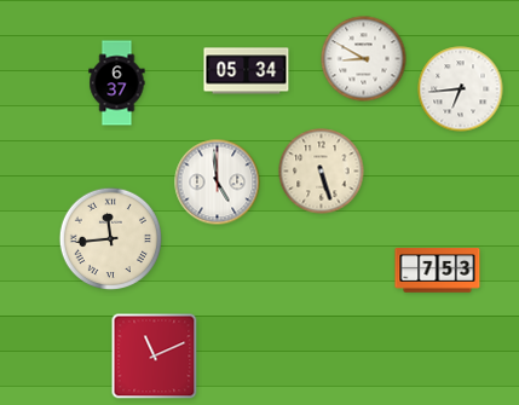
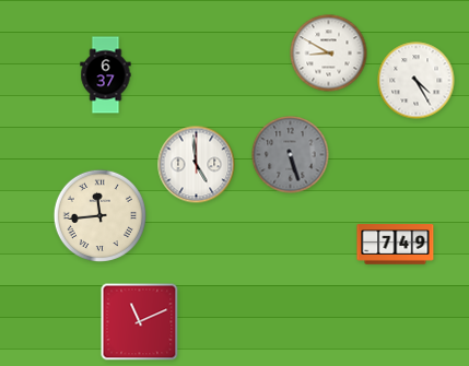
clock at (247, 71): 05:34 -> none
clock at (461, 89): 6:44 -> 4:25
clock at (322, 172) dial: cream -> grey
clock at (438, 271): 7:53 -> 7:49
